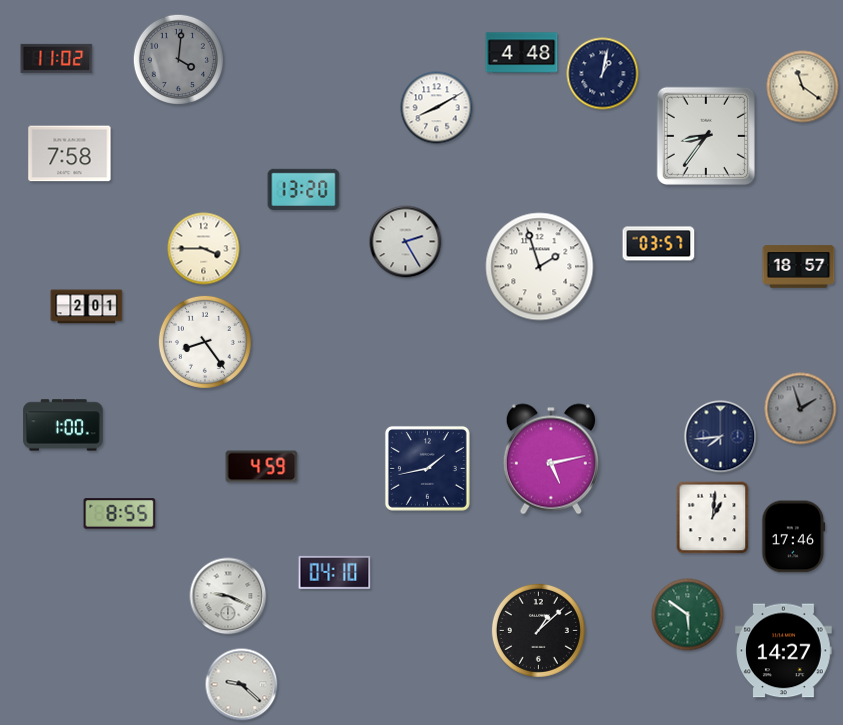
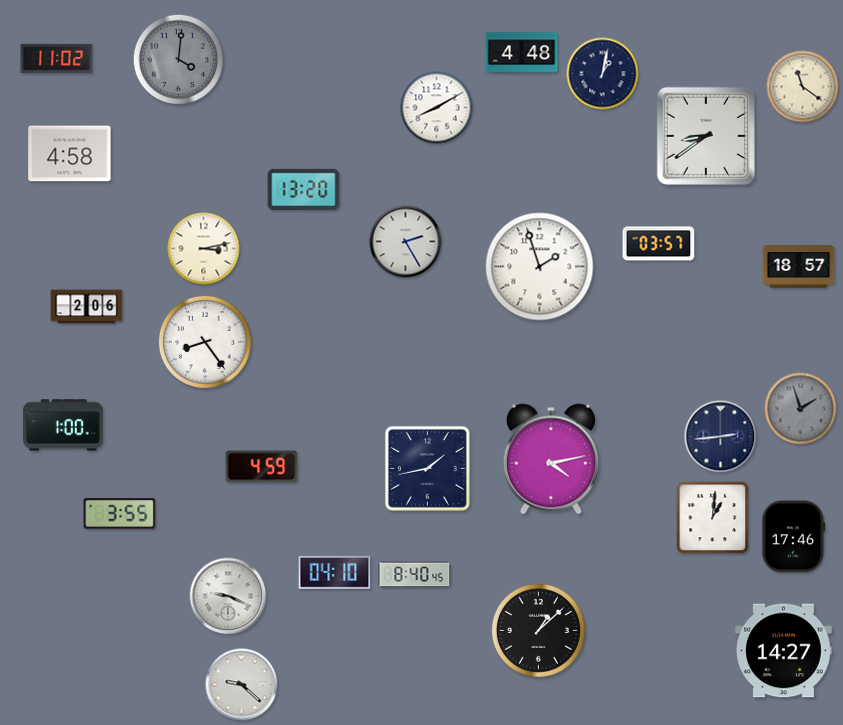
clock at (706, 136): 8:36 -> 8:39
clock at (70, 154): 7:58 -> 4:58
clock at (204, 249): 3:45 -> 3:13
clock at (87, 307): 2:01 -> 2:06
clock at (721, 437): 7:44 -> 2:44
clock at (551, 459): 5:13 -> 4:13
clock at (120, 514): 8:55 -> 3:55
clock at (415, 575): none -> 8:40
clock at (688, 615): 5:51 -> none
